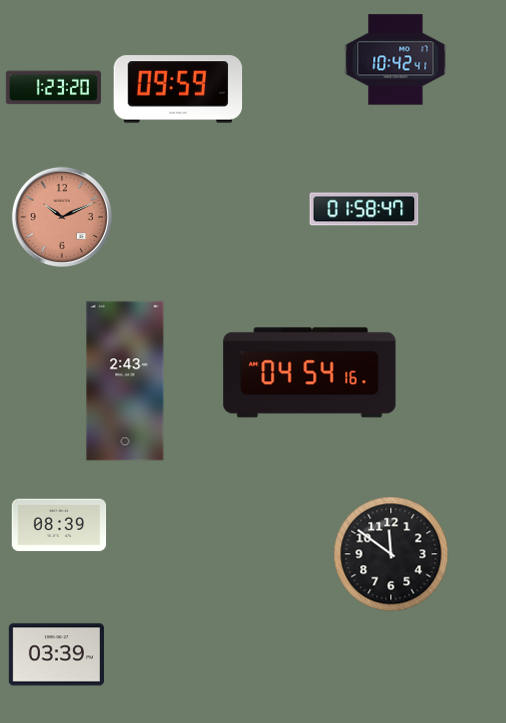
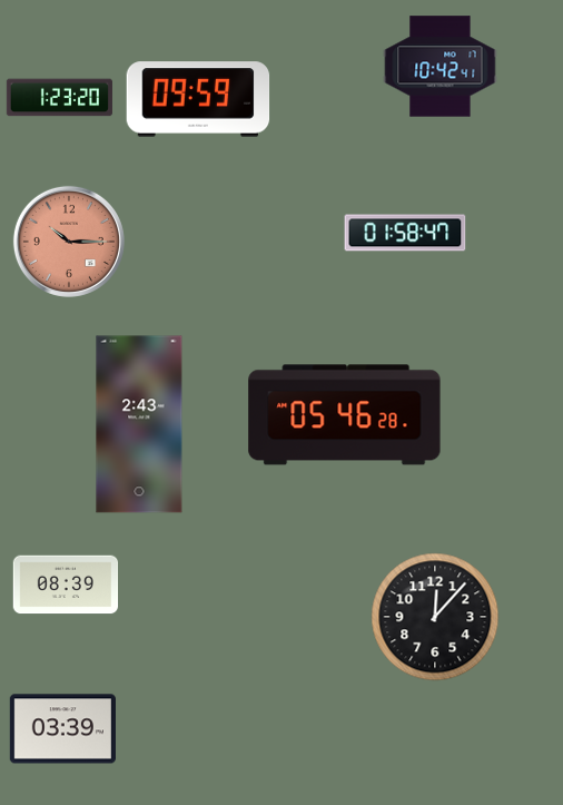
clock at (62, 217): 10:11 -> 10:15
clock at (310, 373): 04:54 -> 05:46
clock at (391, 554): 11:51 -> 12:07
